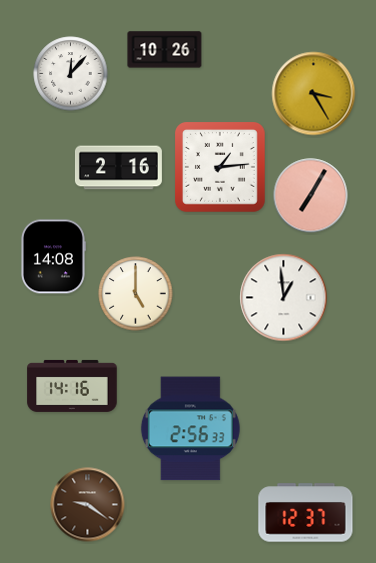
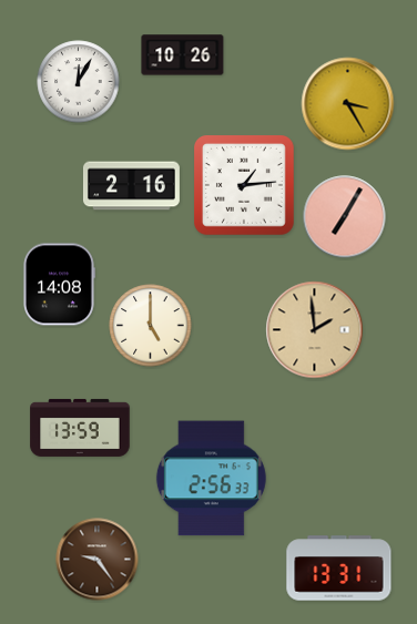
clock at (71, 74): 12:07 -> 12:05
clock at (284, 298): 12:59 -> 1:59
clock at (284, 298) dial: white -> champagne
clock at (72, 386): 14:16 -> 13:59
clock at (190, 429) position: (190, 429) -> (211, 479)
clock at (88, 505): 9:21 -> 9:24
clock at (306, 513): 12:37 -> 13:31
